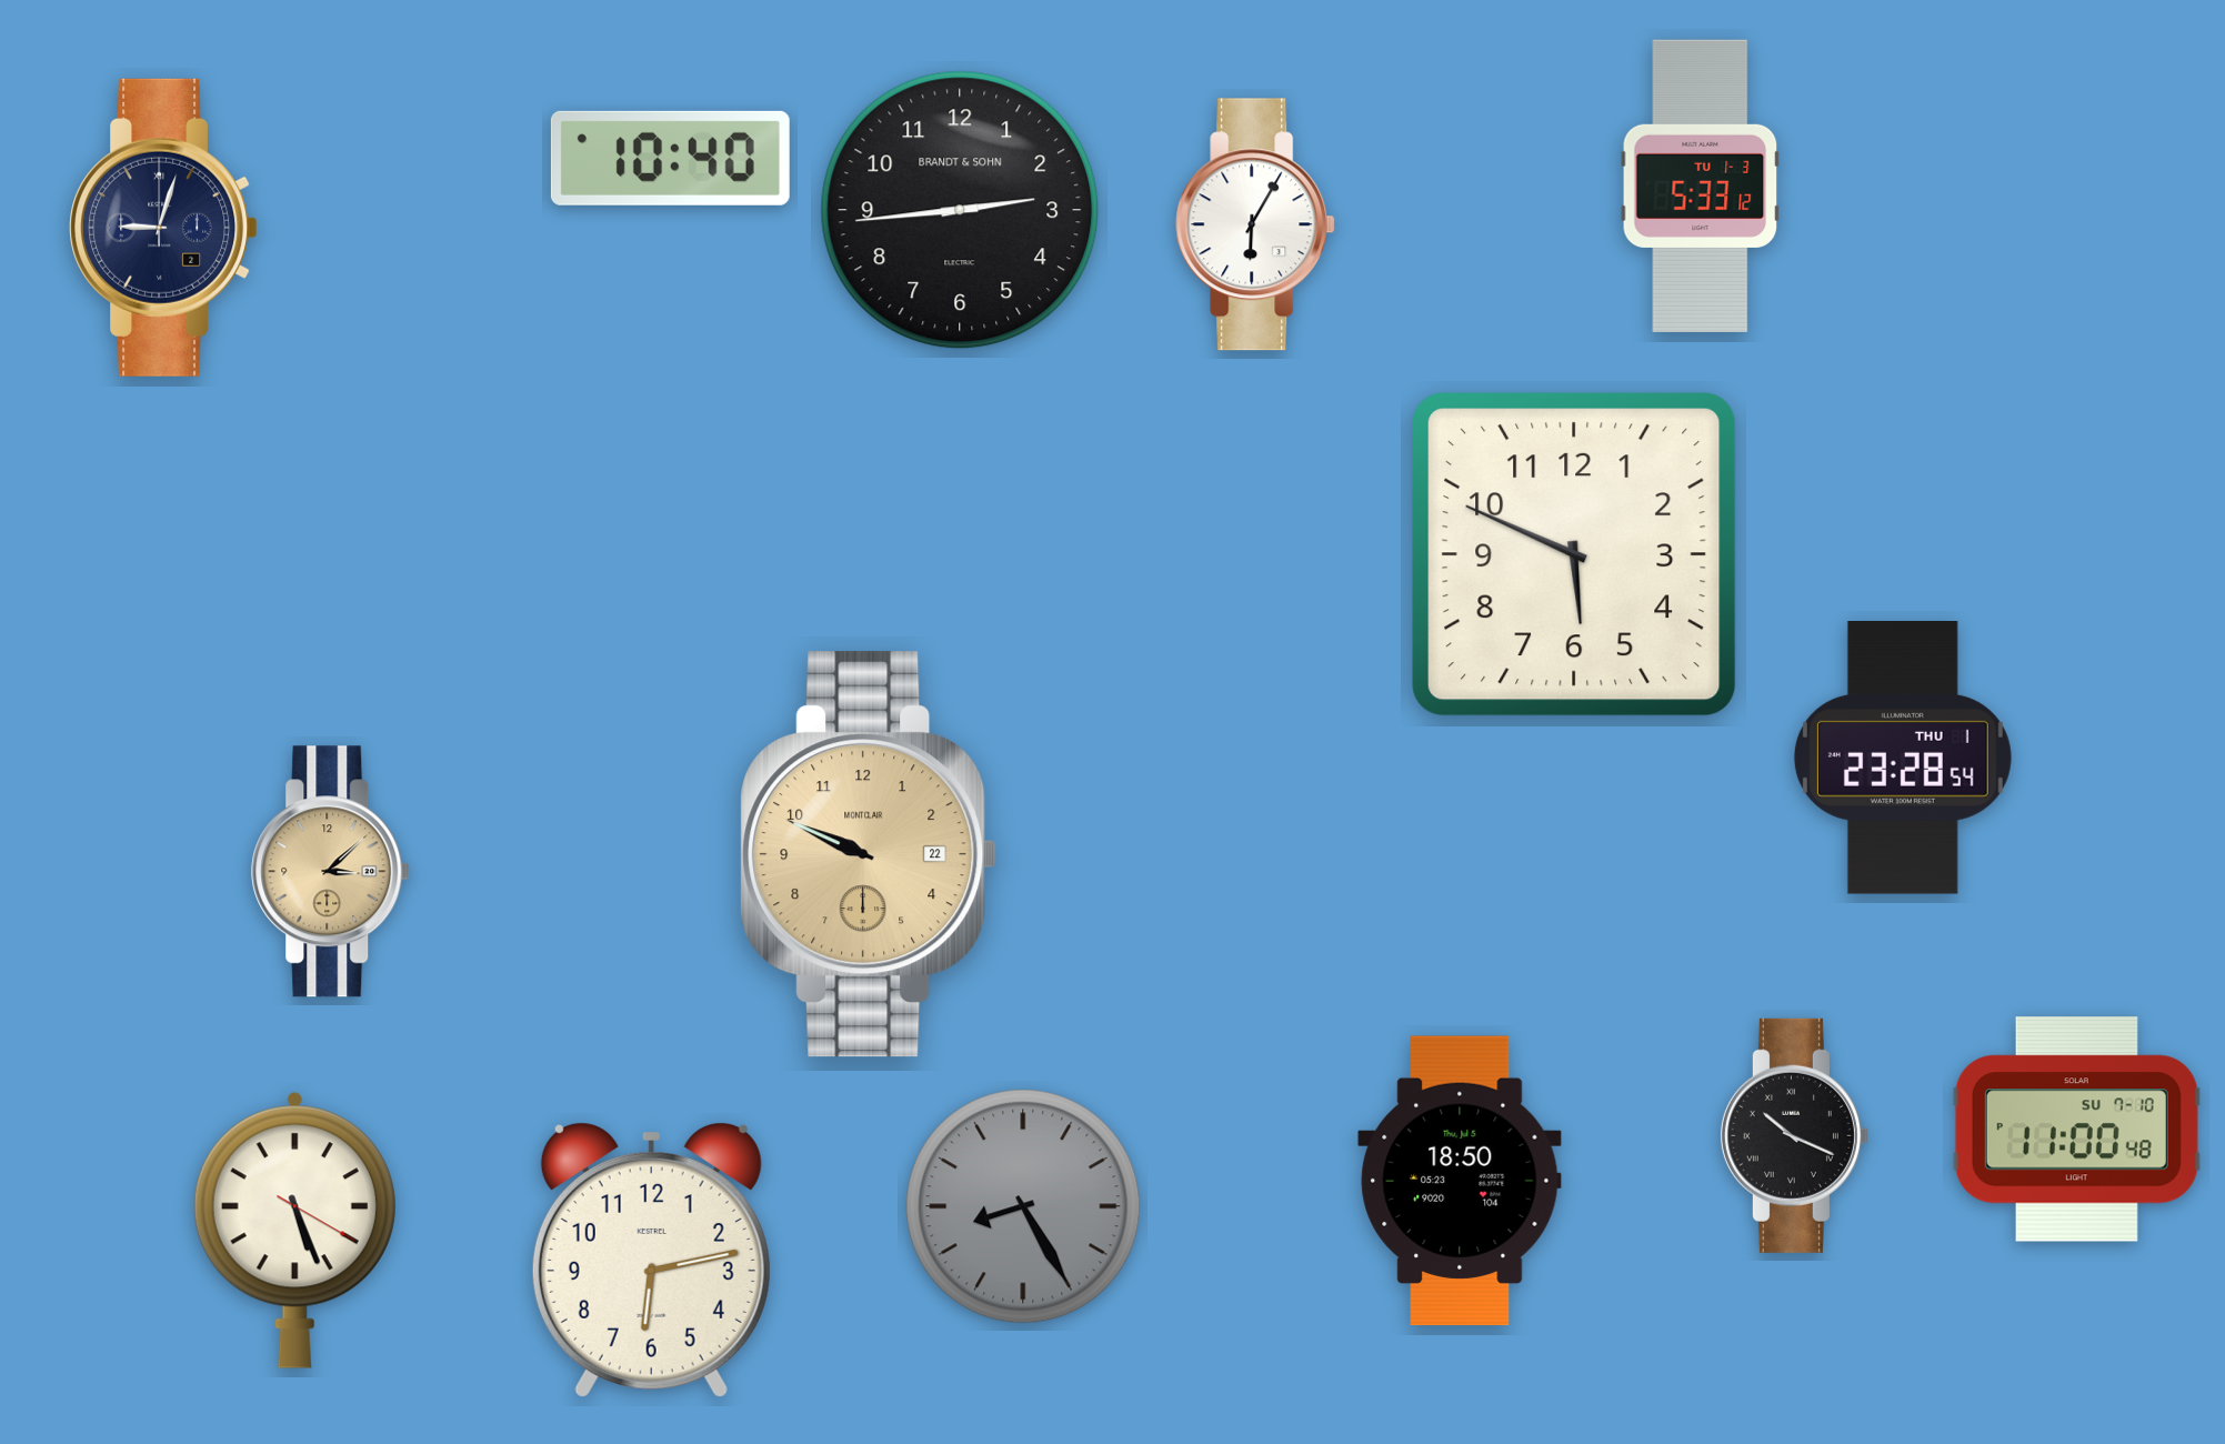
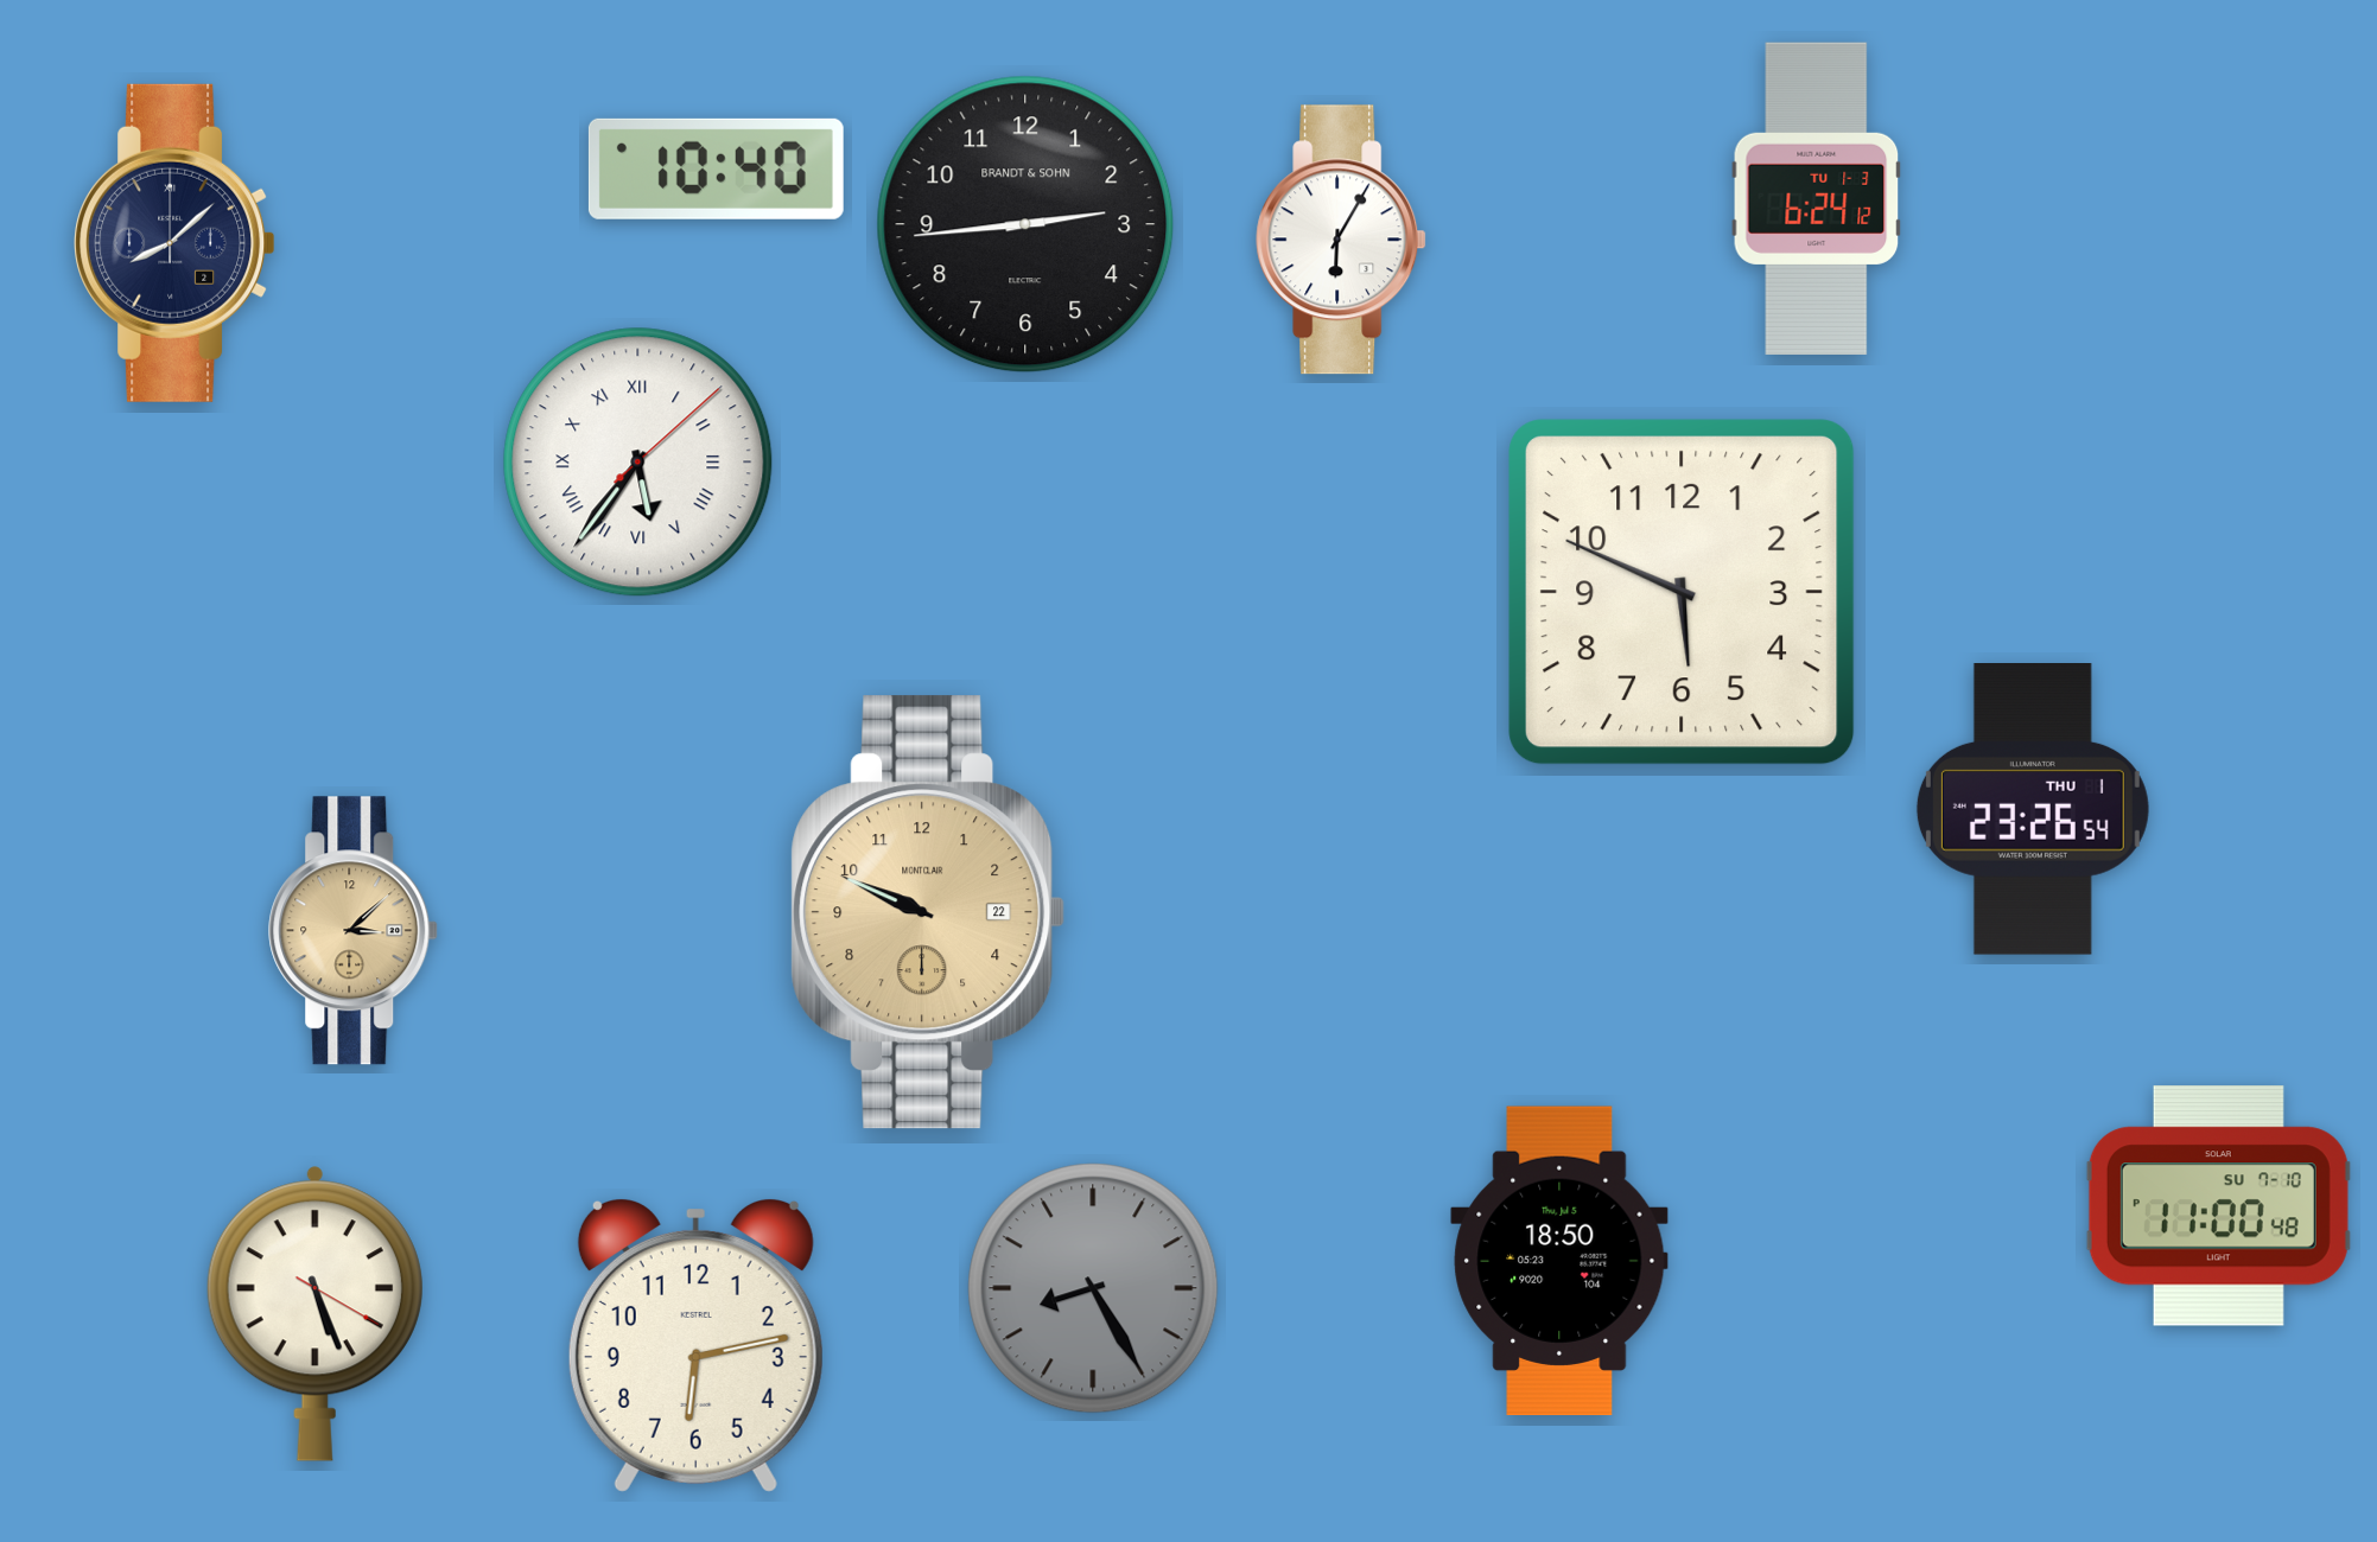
clock at (1701, 185): 5:33 -> 6:24
clock at (163, 228): 9:03 -> 8:08
clock at (638, 463): none -> 5:36
clock at (1903, 759): 23:28 -> 23:26
clock at (1794, 1135): 10:19 -> none
